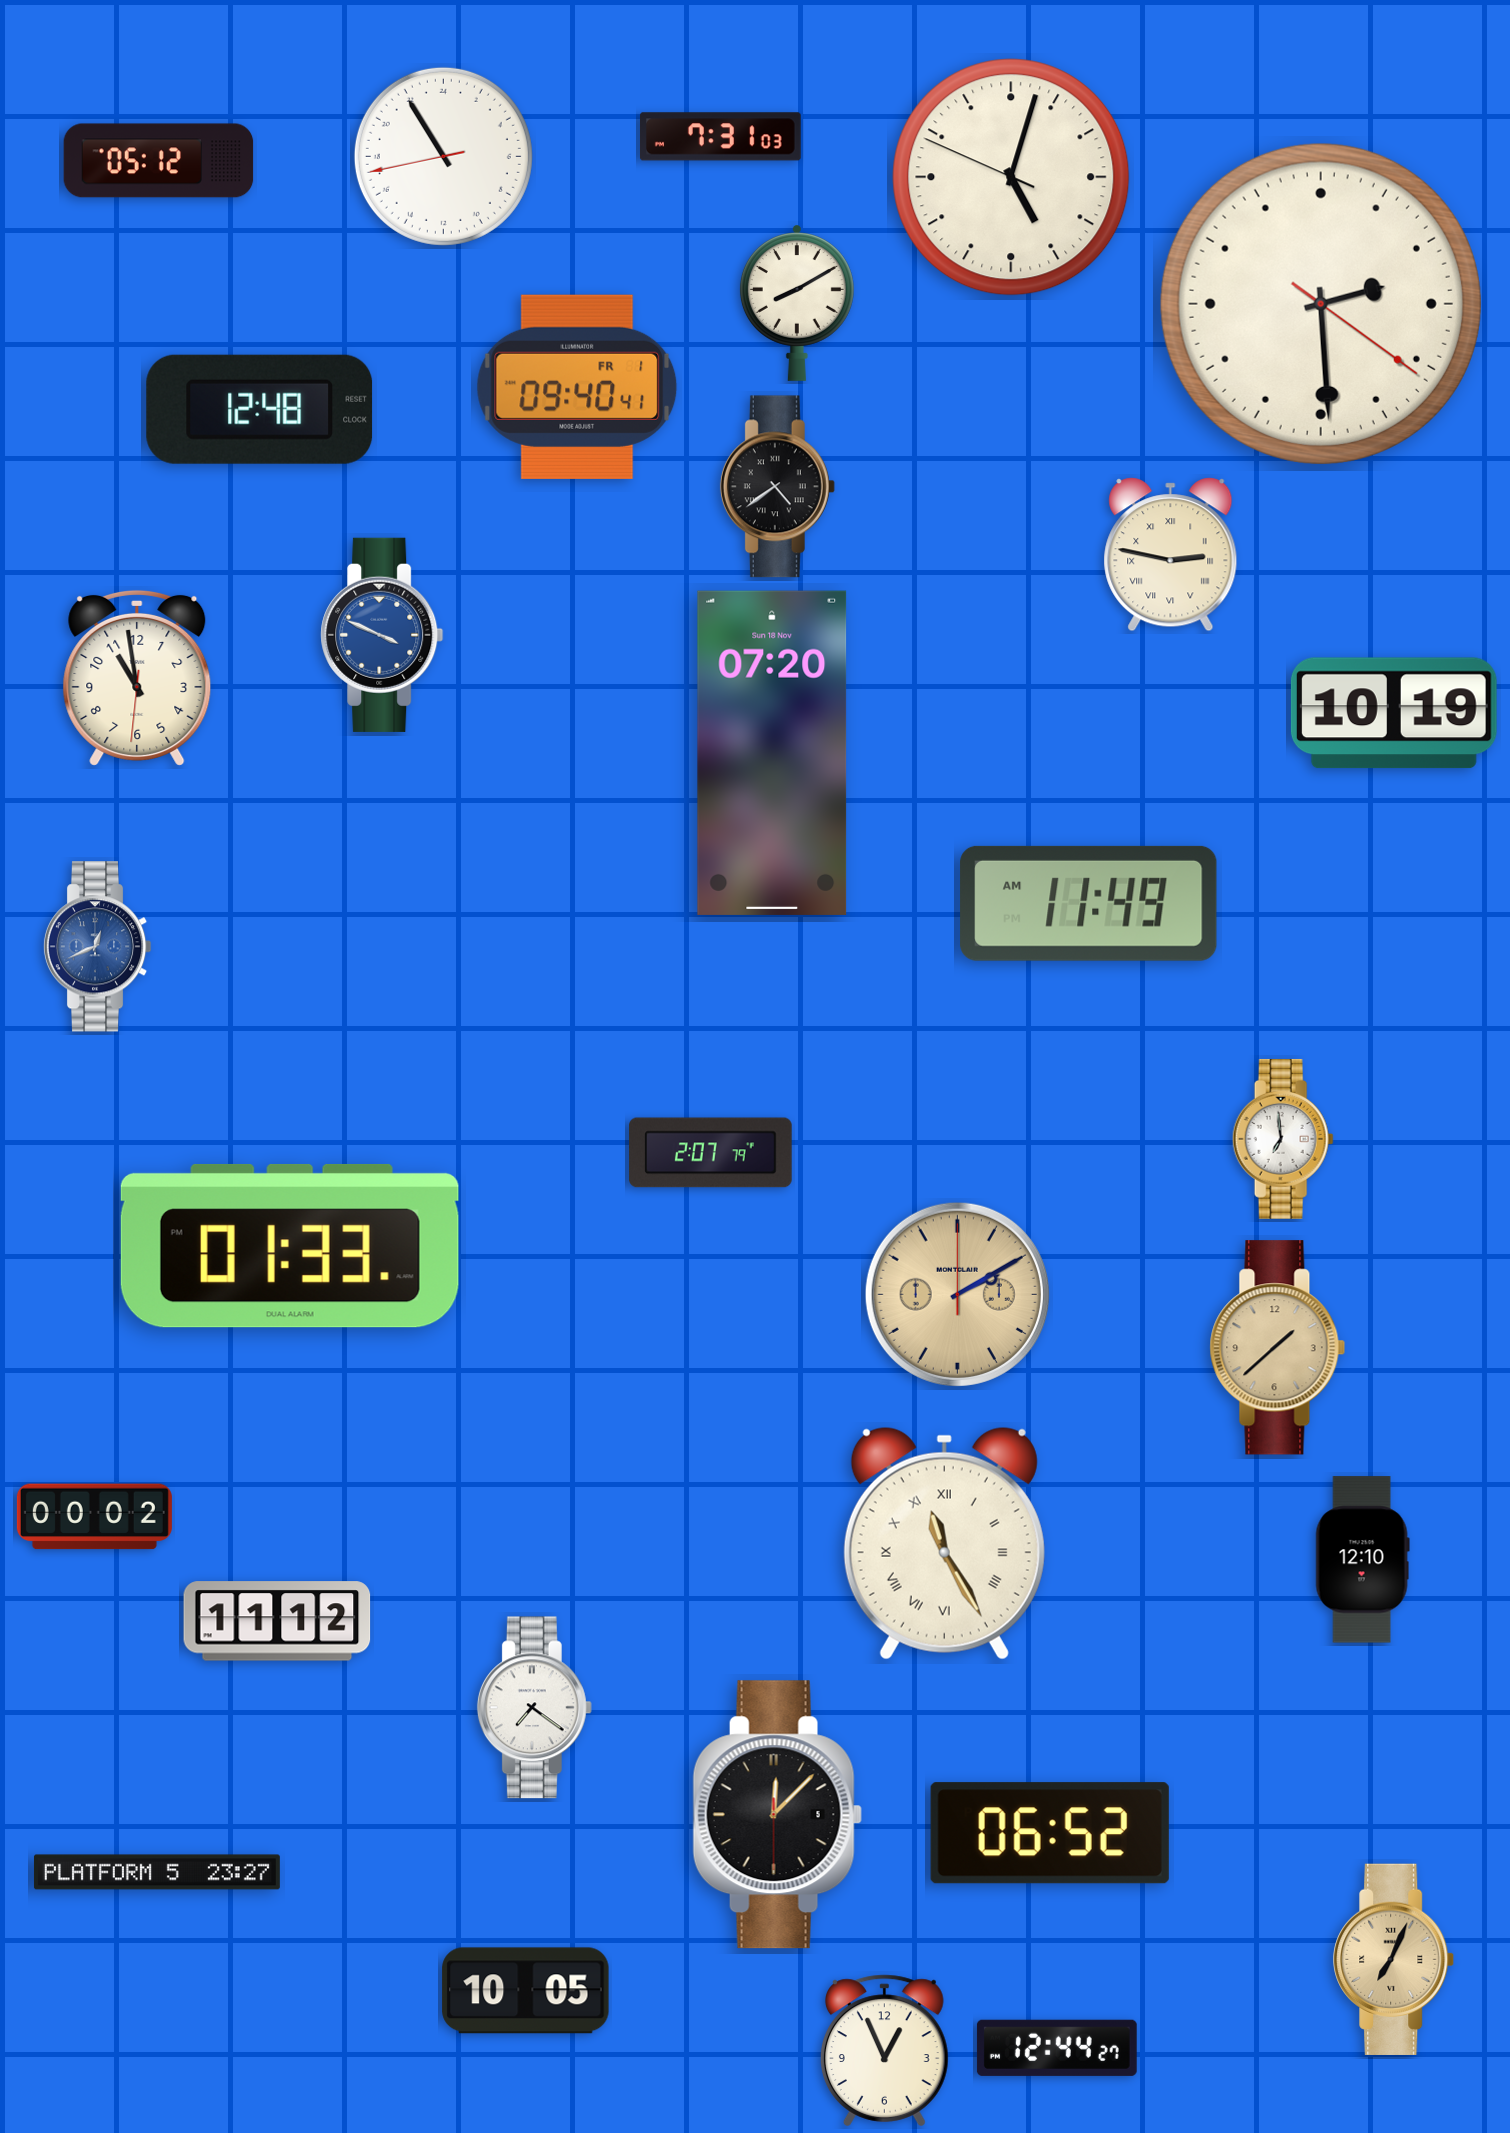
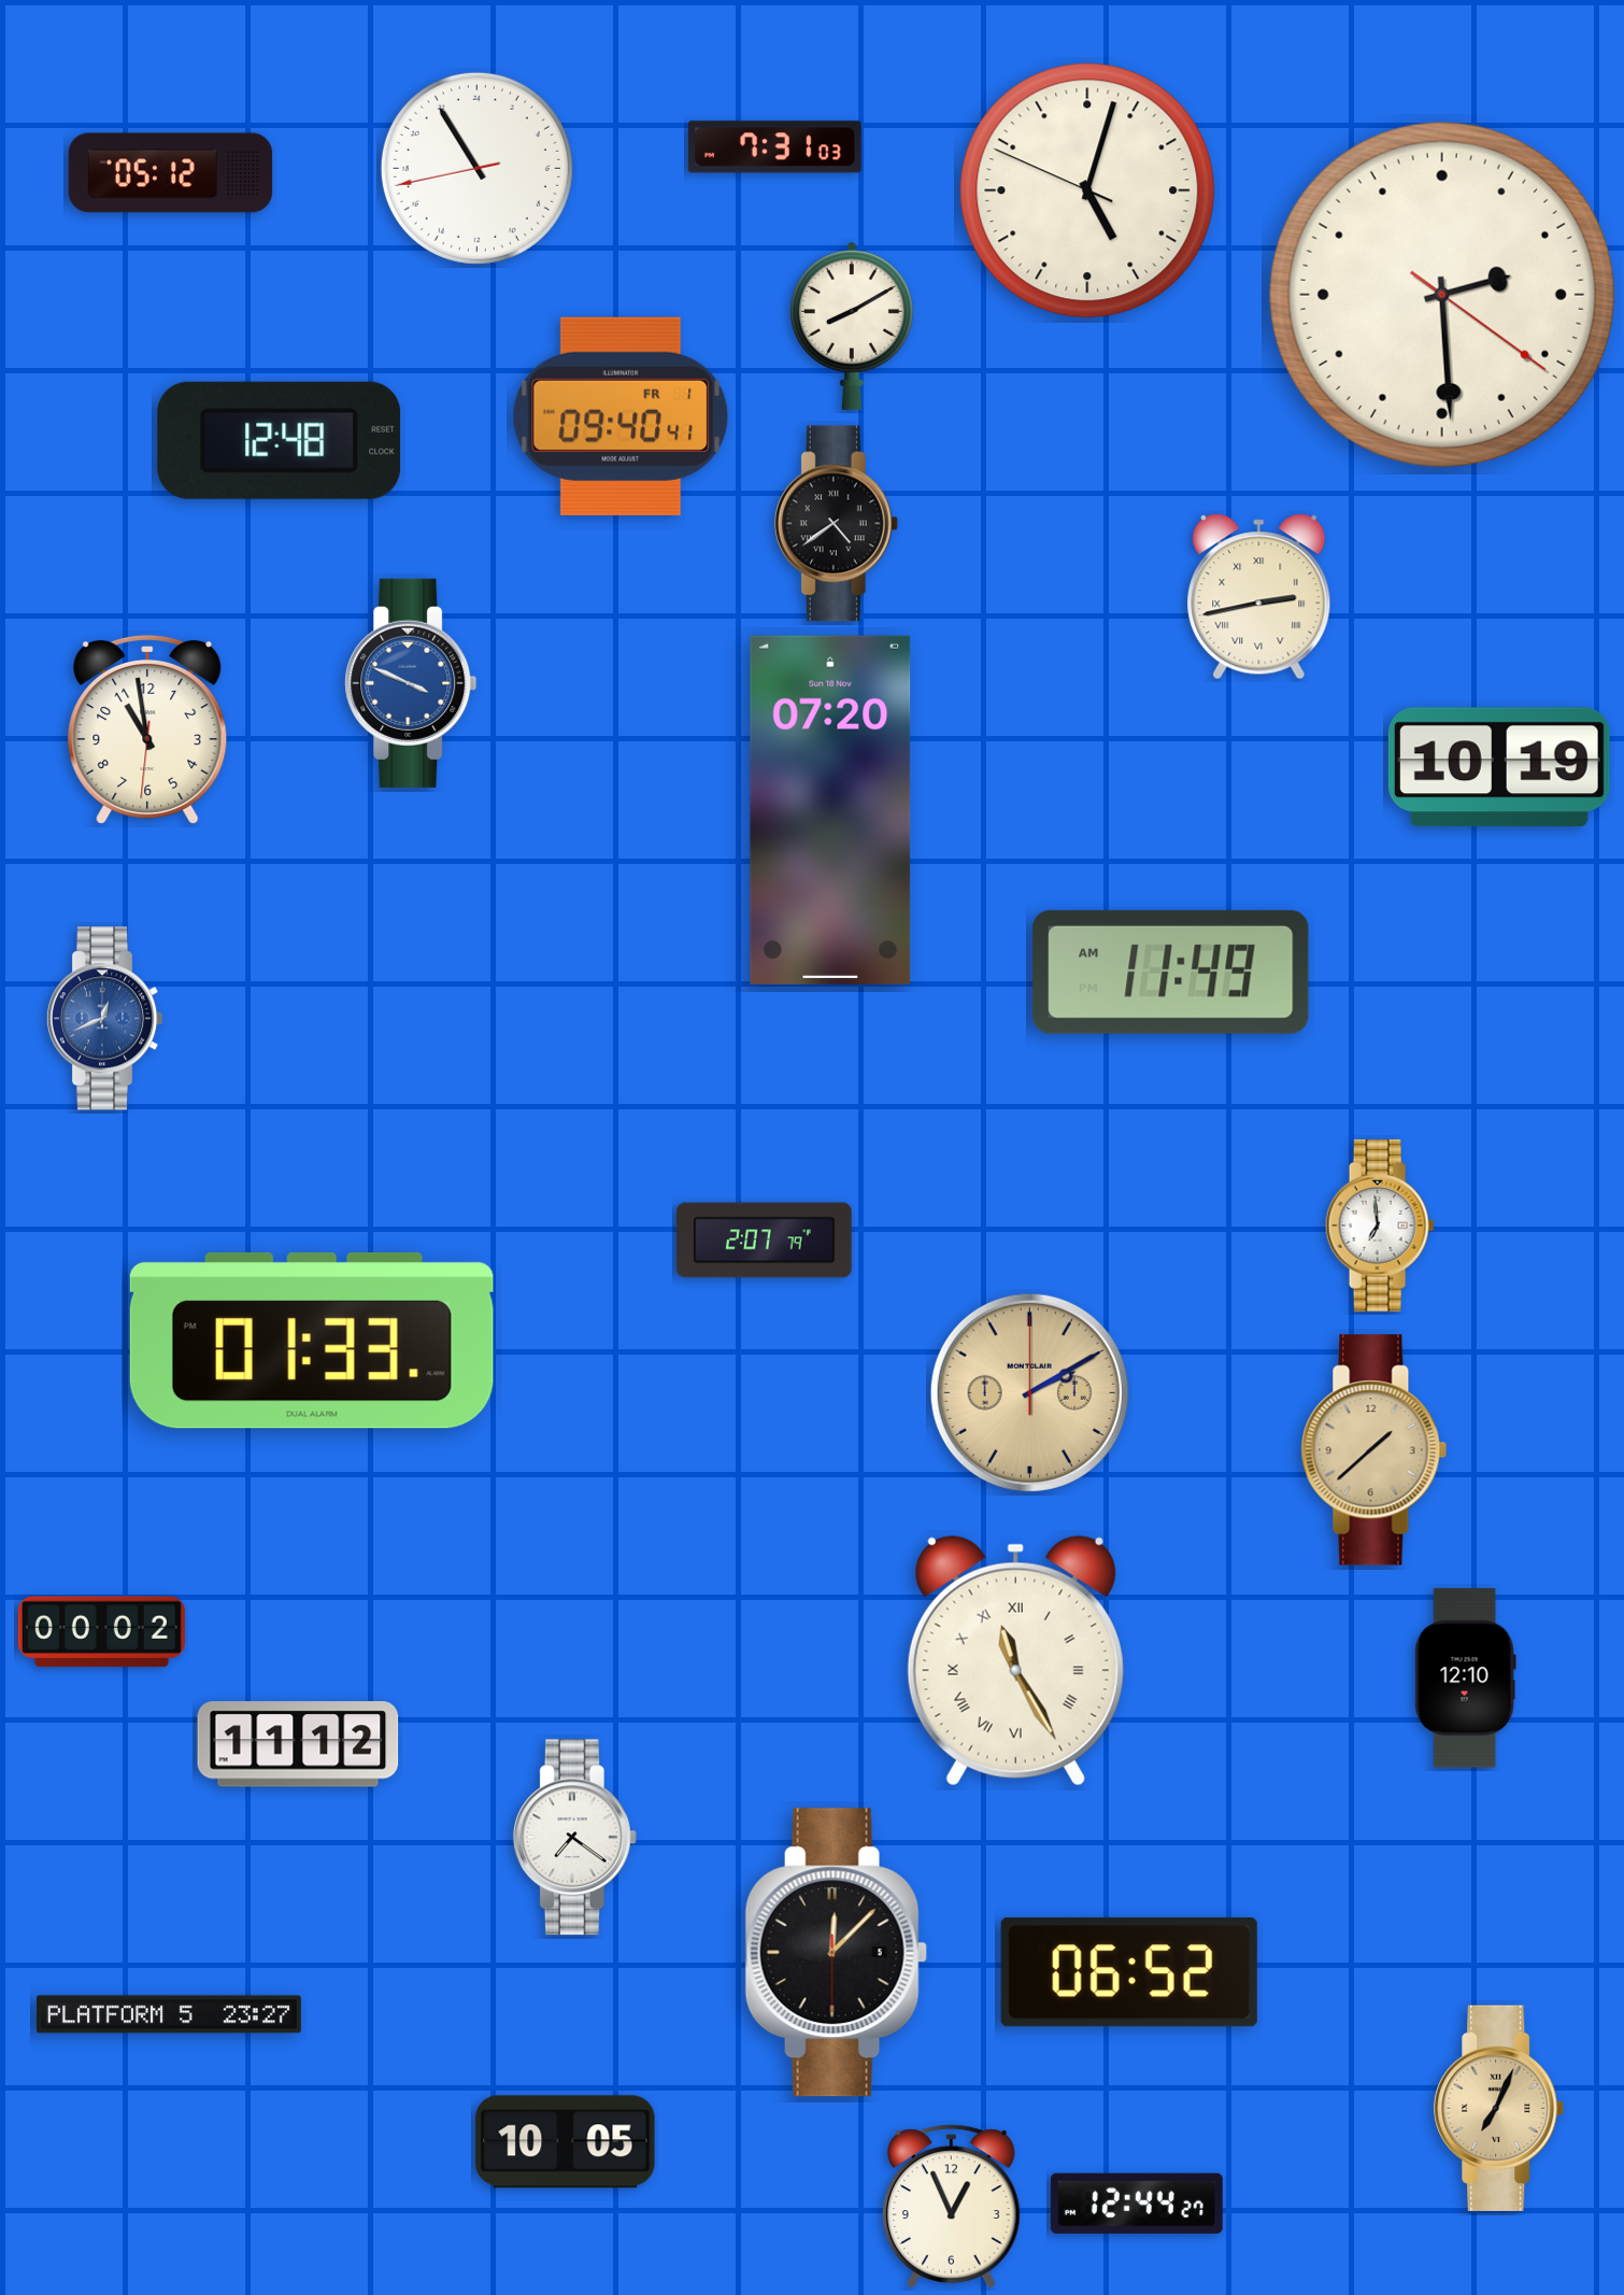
clock at (797, 303) position: (797, 303) -> (852, 326)
clock at (1321, 304) position: (1321, 304) -> (1442, 295)
clock at (1171, 555): 2:47 -> 2:43
